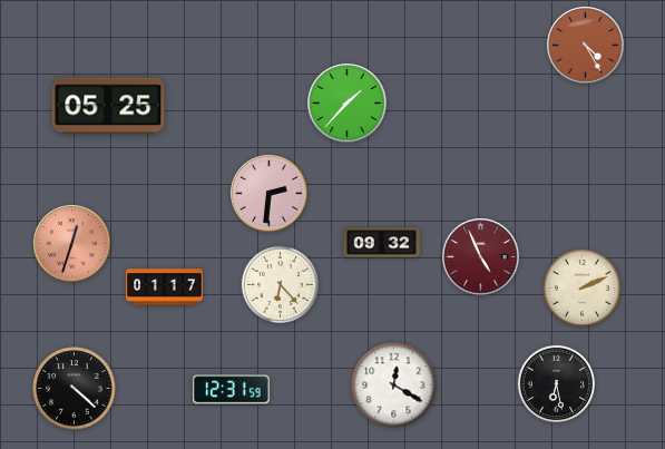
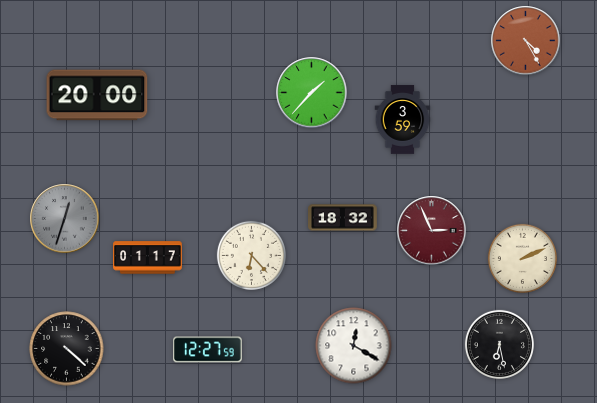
clock at (108, 106): 05:25 -> 20:00
clock at (403, 120): none -> 3:59
clock at (270, 194): 2:31 -> none
clock at (382, 243): 09:32 -> 18:32
clock at (72, 244) dial: salmon -> grey
clock at (481, 257): 4:56 -> 2:56
clock at (232, 390): 12:31 -> 12:27
